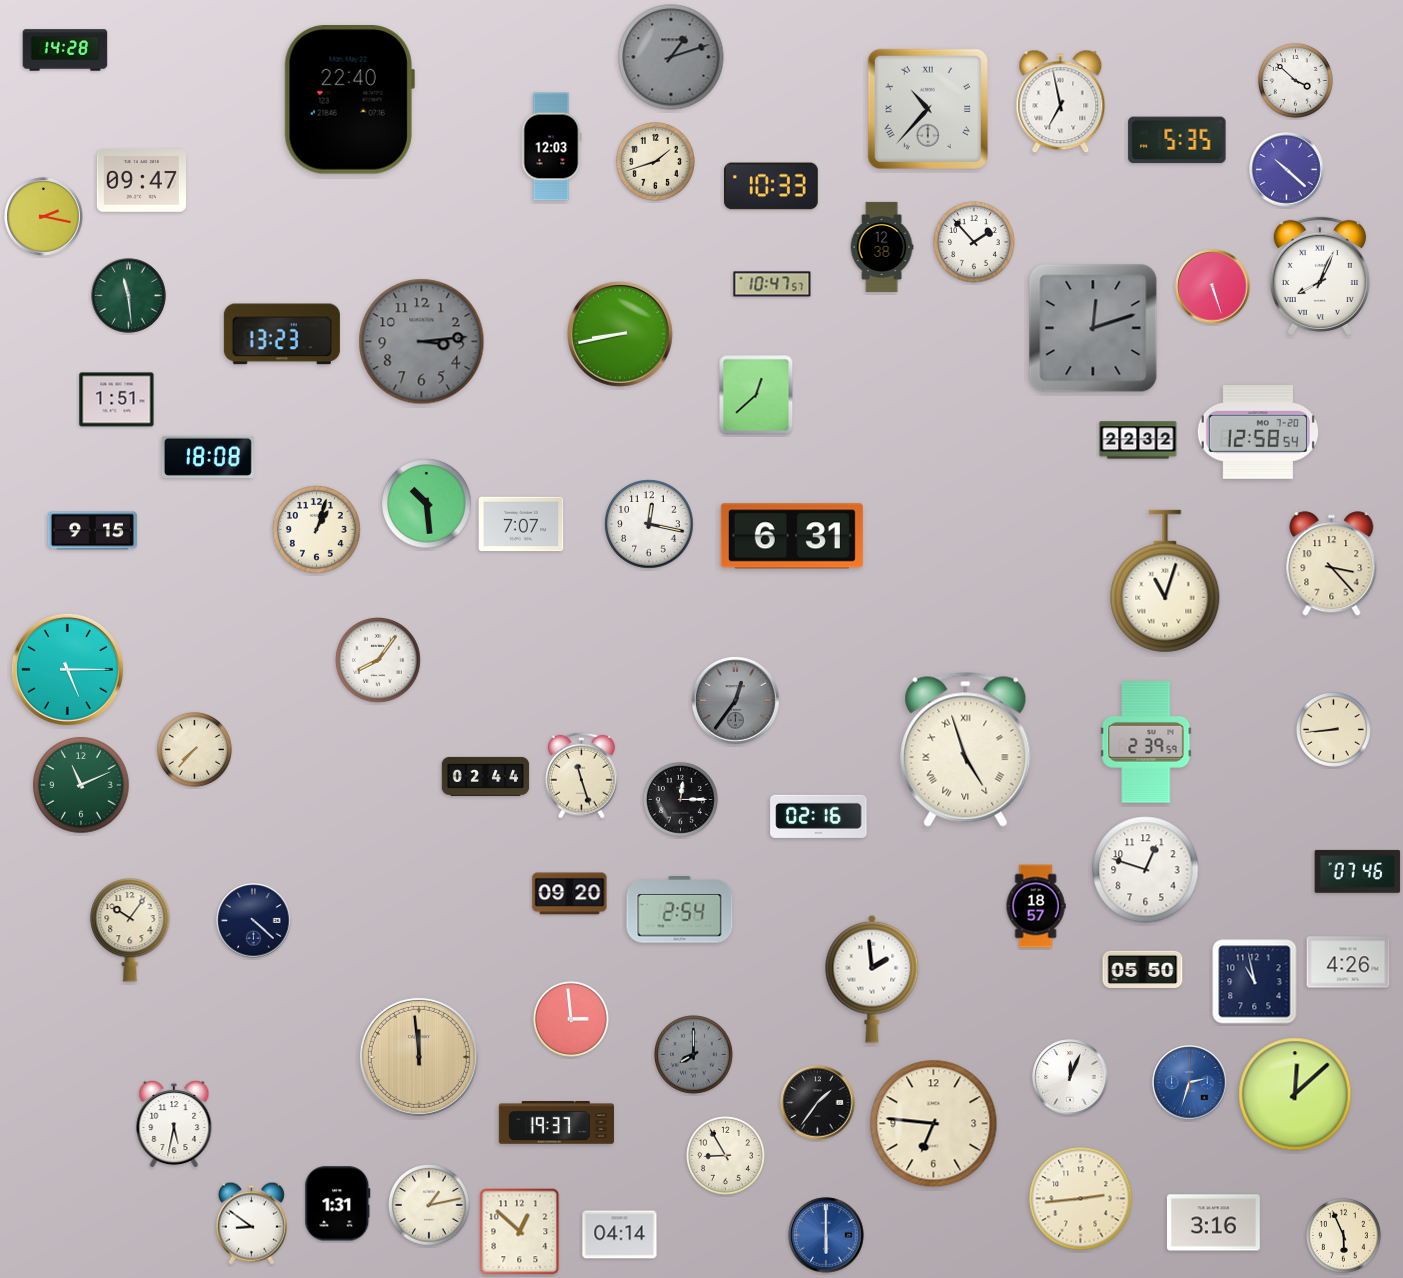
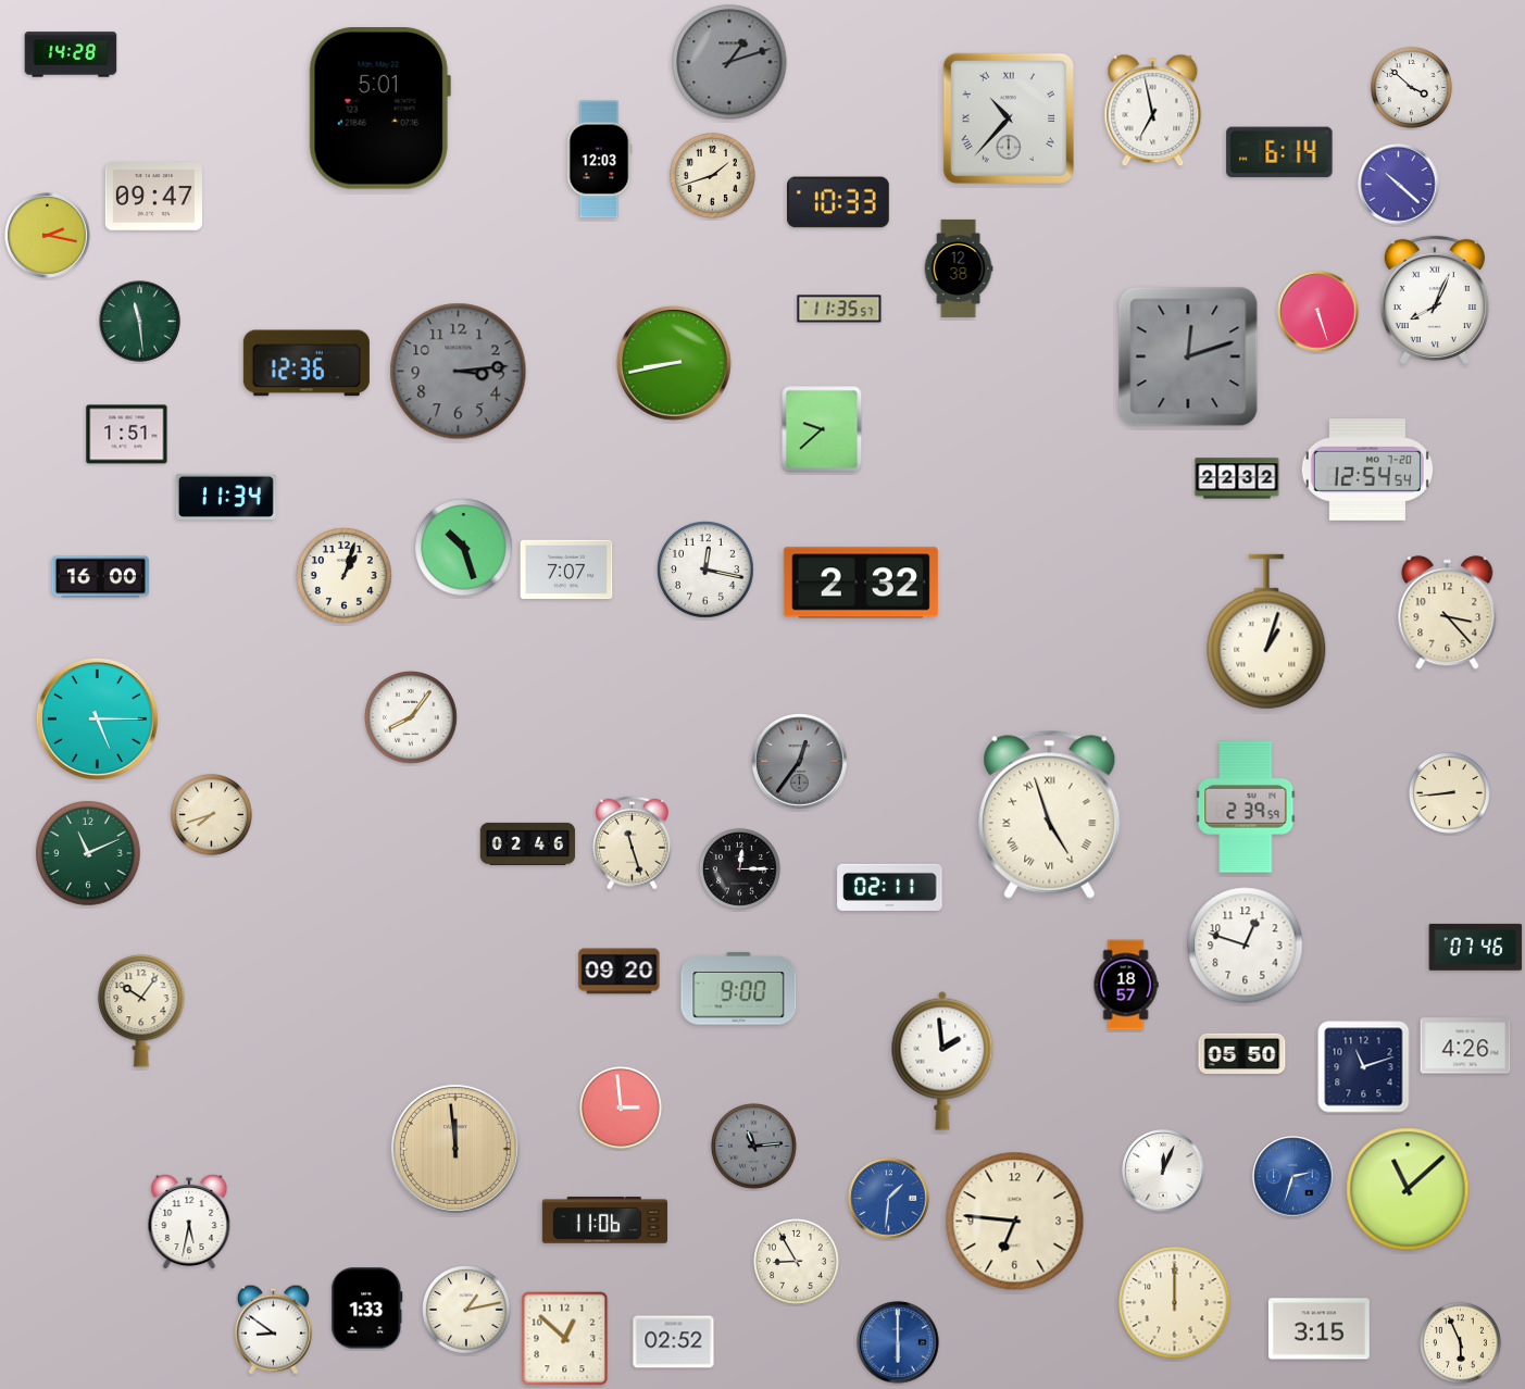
clock at (1295, 80) position: (1295, 80) -> (1411, 87)
clock at (349, 100): 22:40 -> 5:01
clock at (1177, 140): 5:35 -> 6:14
clock at (975, 243): 1:53 -> none
clock at (772, 284): 10:47 -> 11:35
clock at (282, 334): 13:23 -> 12:36
clock at (756, 395): 12:38 -> 9:38
clock at (1258, 432): 12:58 -> 12:54
clock at (208, 457): 18:08 -> 11:34
clock at (427, 504): 10:29 -> 10:27
clock at (92, 531): 9:15 -> 16:00
clock at (792, 536): 6:31 -> 2:32
clock at (1165, 581): 11:03 -> 1:03
clock at (67, 669) position: (67, 669) -> (97, 718)
clock at (194, 749): 7:37 -> 7:42
clock at (486, 776): 02:44 -> 02:46
clock at (819, 816): 02:16 -> 02:11
clock at (680, 910): 2:54 -> 9:00
clock at (254, 921): 4:22 -> none
clock at (872, 979) position: (872, 979) -> (942, 1061)
clock at (1255, 982): 10:58 -> 11:12
clock at (694, 1055): 8:00 -> 11:14
clock at (1295, 1094): 12:08 -> 11:08
clock at (818, 1103): 1:36 -> 1:31
clock at (818, 1103) dial: black -> blue
clock at (556, 1123): 19:37 -> 11:06
clock at (726, 1156) position: (726, 1156) -> (797, 1262)
clock at (1081, 1199): 2:44 -> 12:00
clock at (338, 1204): 1:31 -> 1:33
clock at (1213, 1223): 3:16 -> 3:15
clock at (620, 1235): 04:14 -> 02:52
